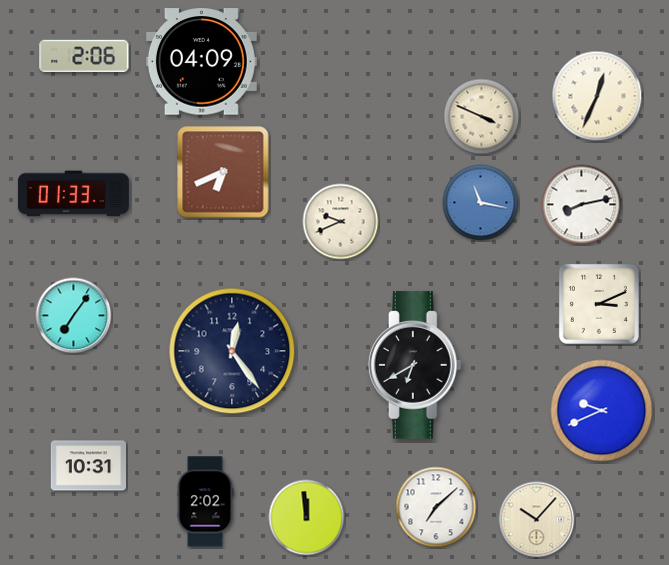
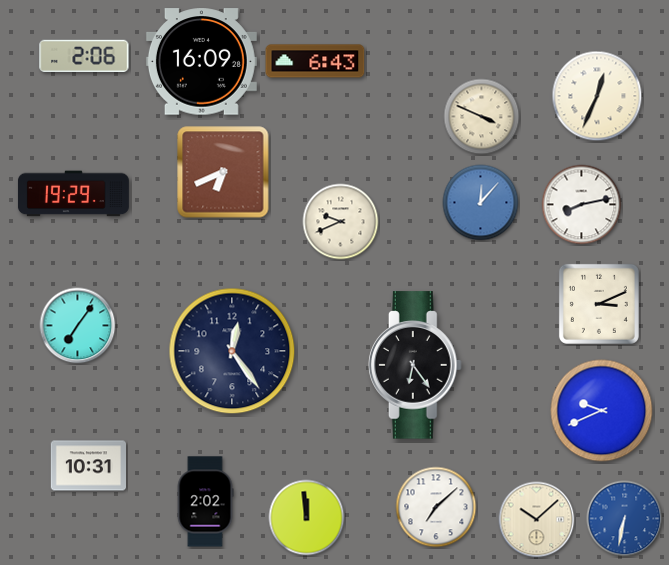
clock at (315, 61): none -> 6:43
clock at (201, 62): 04:09 -> 16:09
clock at (73, 194): 01:33 -> 19:29
clock at (481, 203): 11:17 -> 12:07
clock at (74, 316) position: (74, 316) -> (78, 326)
clock at (415, 365): 6:40 -> 6:24
clock at (625, 519): none -> 6:32
clock at (537, 520): 10:07 -> 10:08
